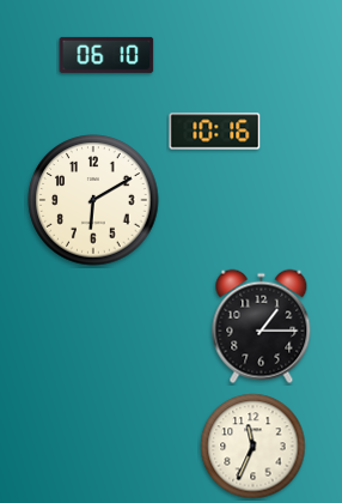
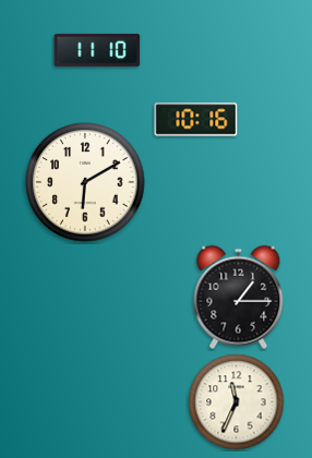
clock at (106, 55): 06:10 -> 11:10
clock at (254, 447) position: (254, 447) -> (237, 402)
